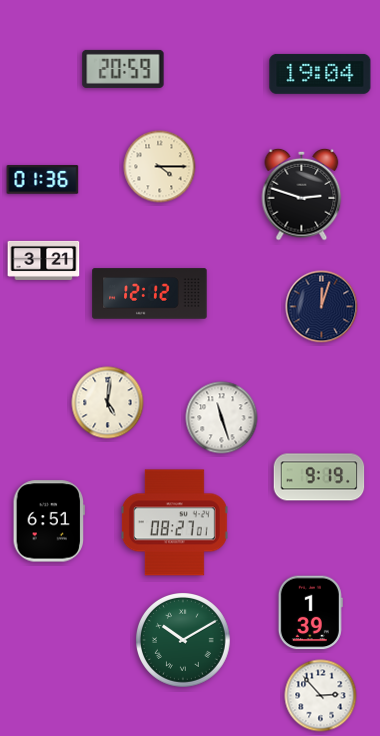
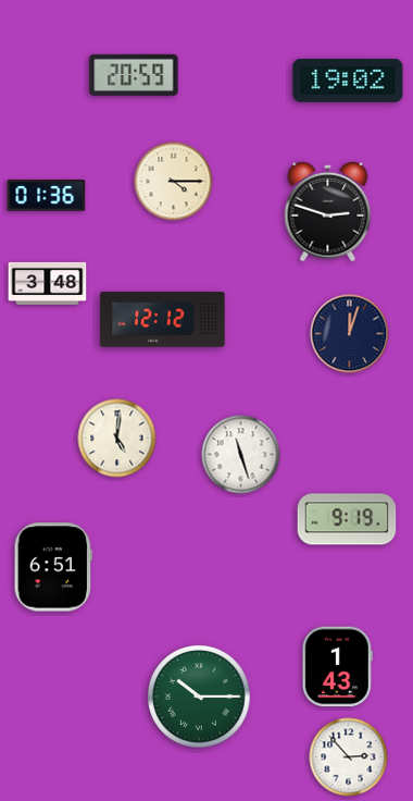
clock at (320, 74): 19:04 -> 19:02
clock at (44, 260): 3:21 -> 3:48
clock at (174, 523): 08:27 -> none
clock at (310, 613): 1:39 -> 1:43
clock at (184, 641): 10:10 -> 10:15
